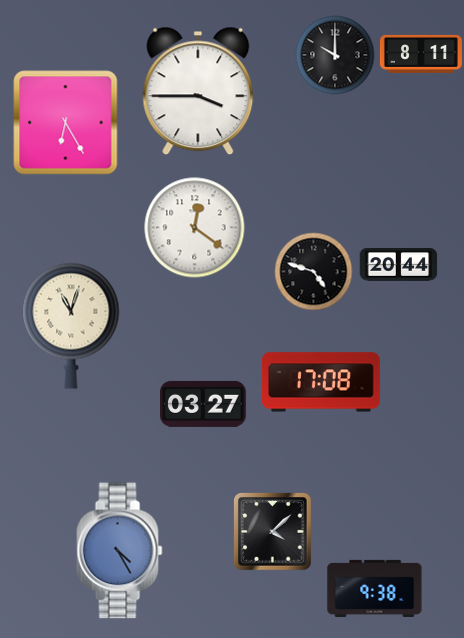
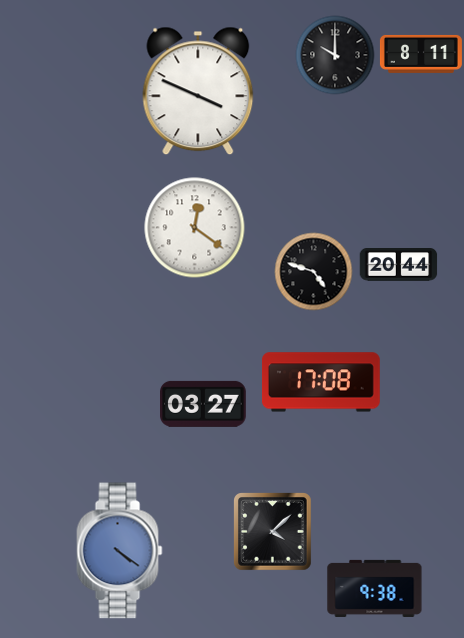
clock at (198, 91): 3:45 -> 3:49
clock at (66, 123): 6:25 -> none
clock at (71, 326): 11:03 -> none
clock at (120, 551): 4:25 -> 4:21
